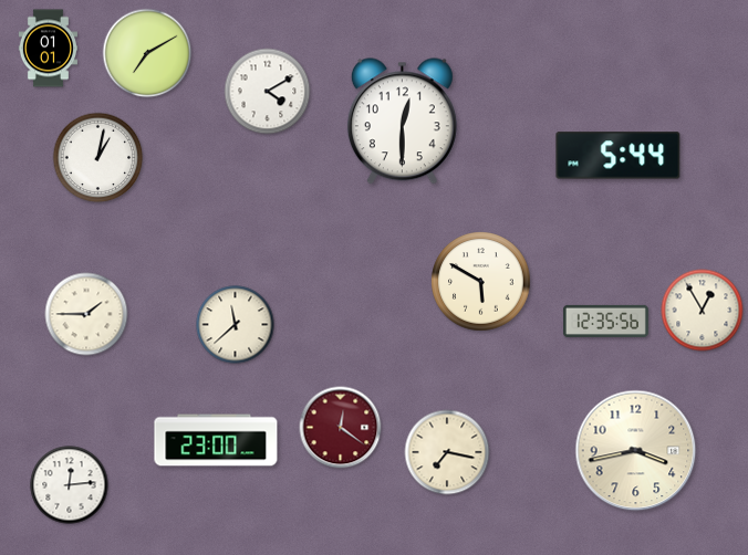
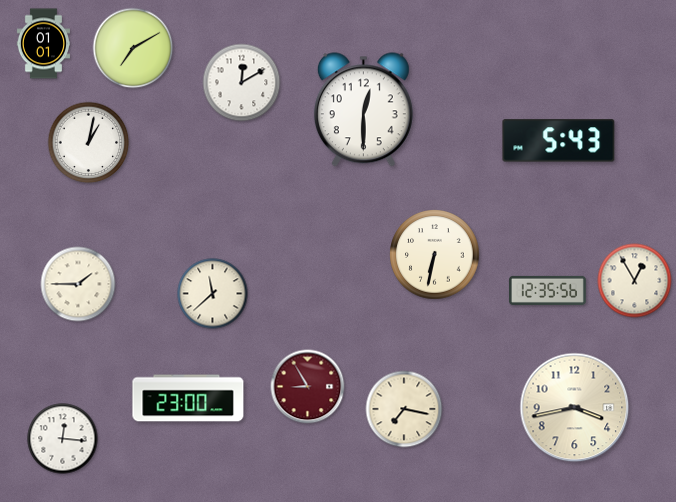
clock at (268, 92): 4:10 -> 12:10
clock at (619, 156): 5:44 -> 5:43
clock at (481, 282): 5:50 -> 6:32
clock at (341, 428): 12:21 -> 8:55
clock at (216, 440) position: (216, 440) -> (188, 398)
clock at (70, 485): 12:14 -> 12:16
